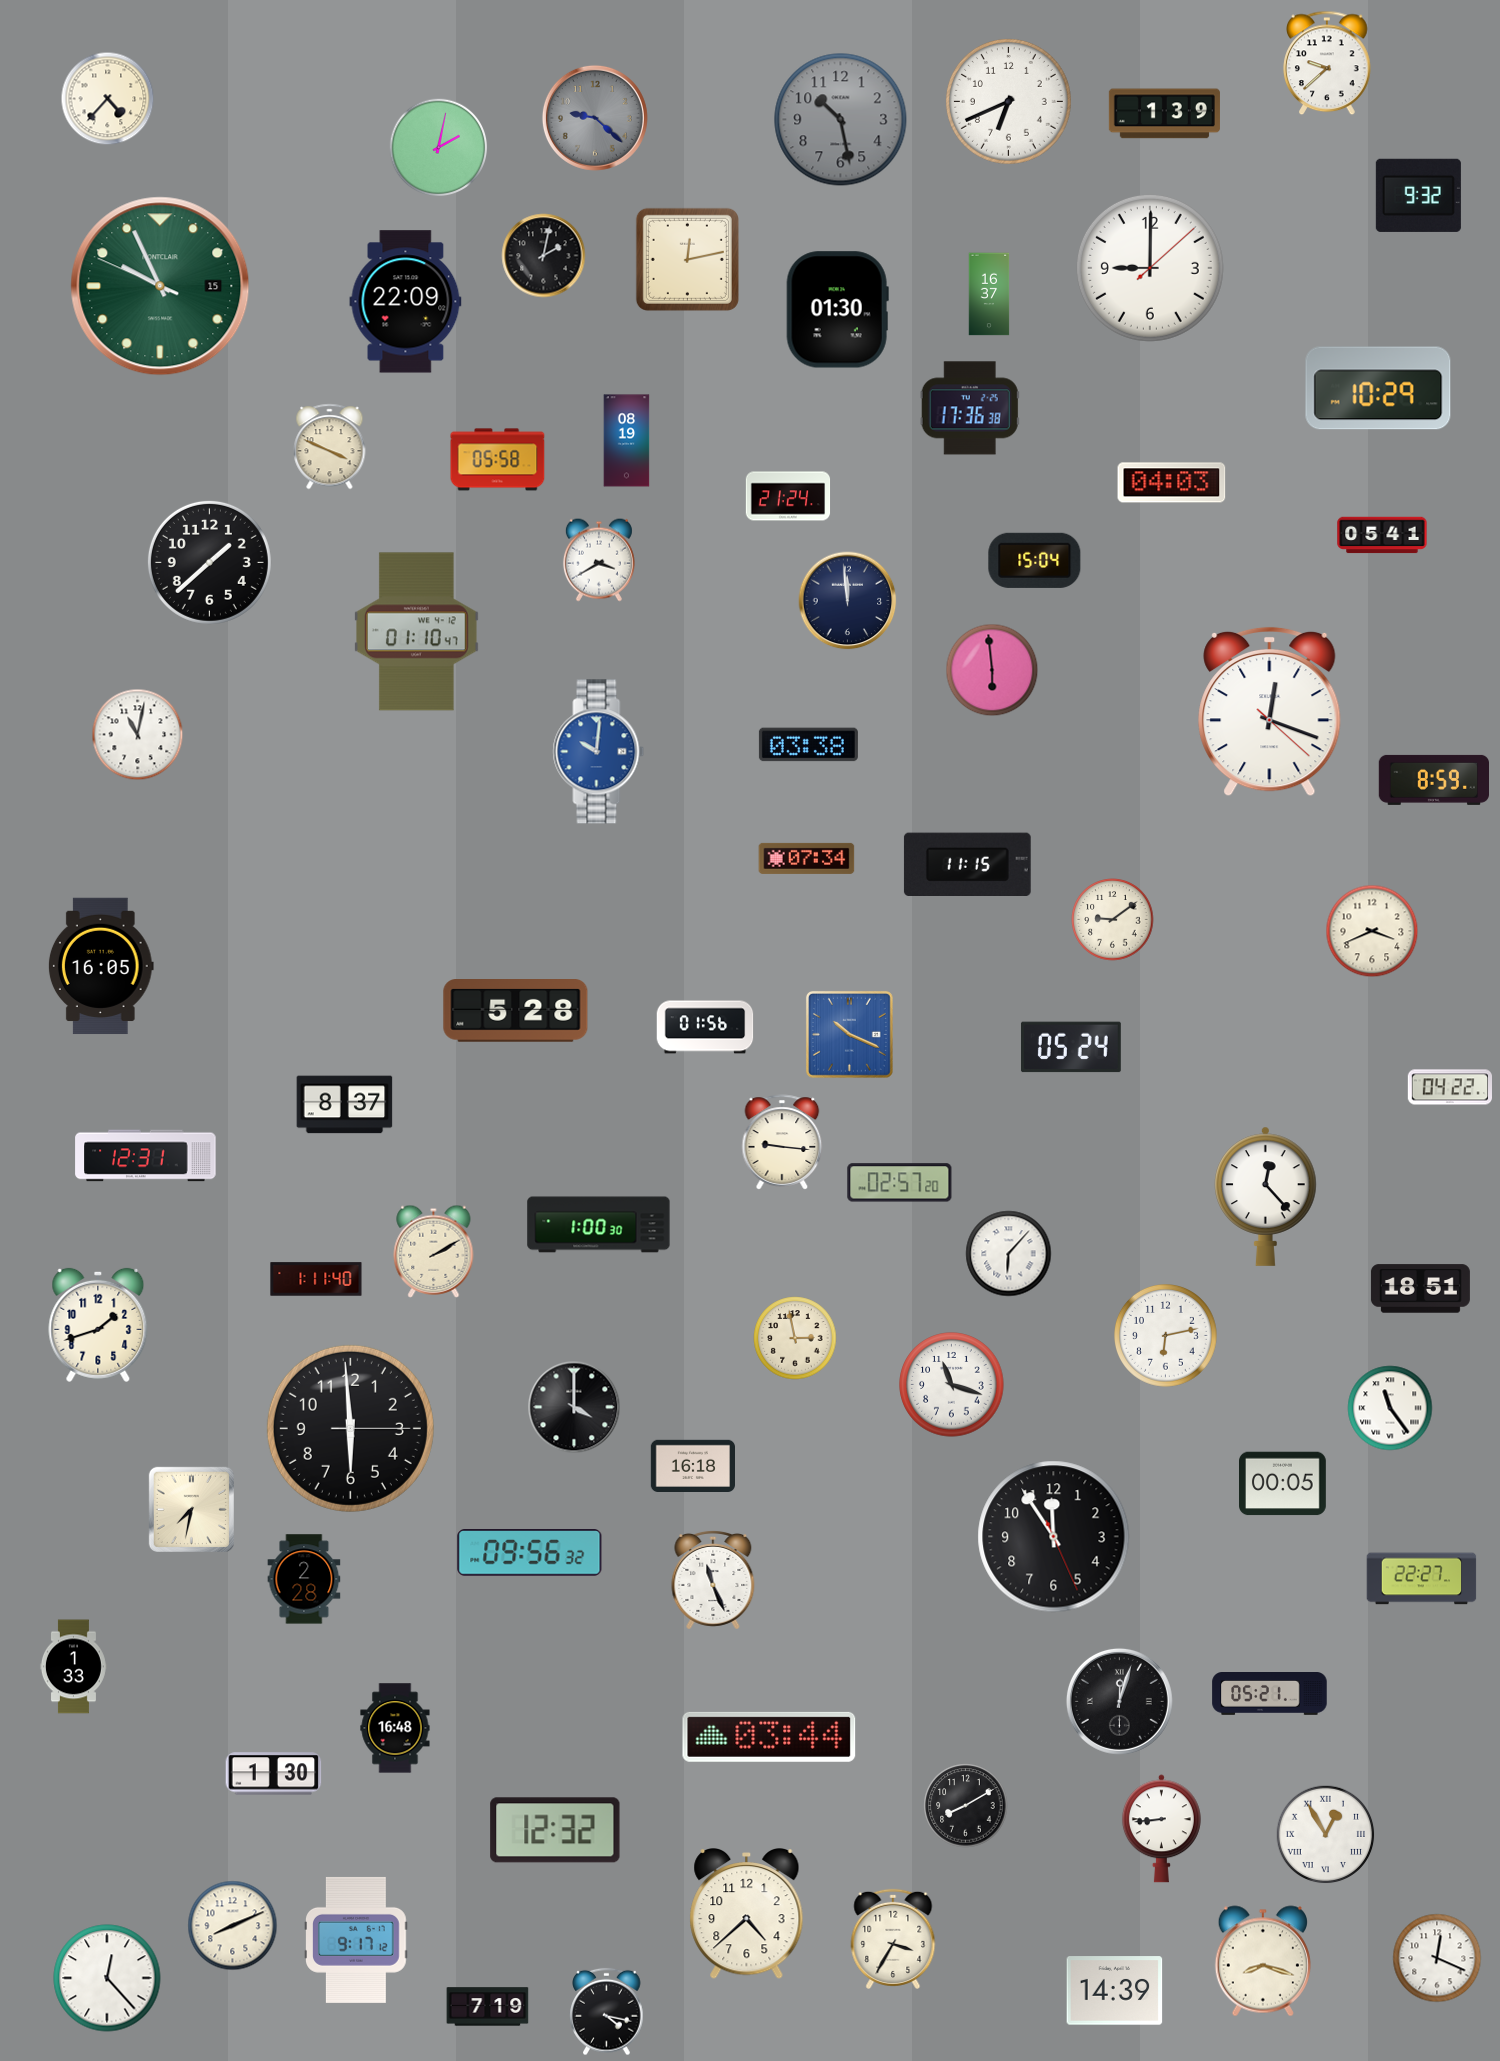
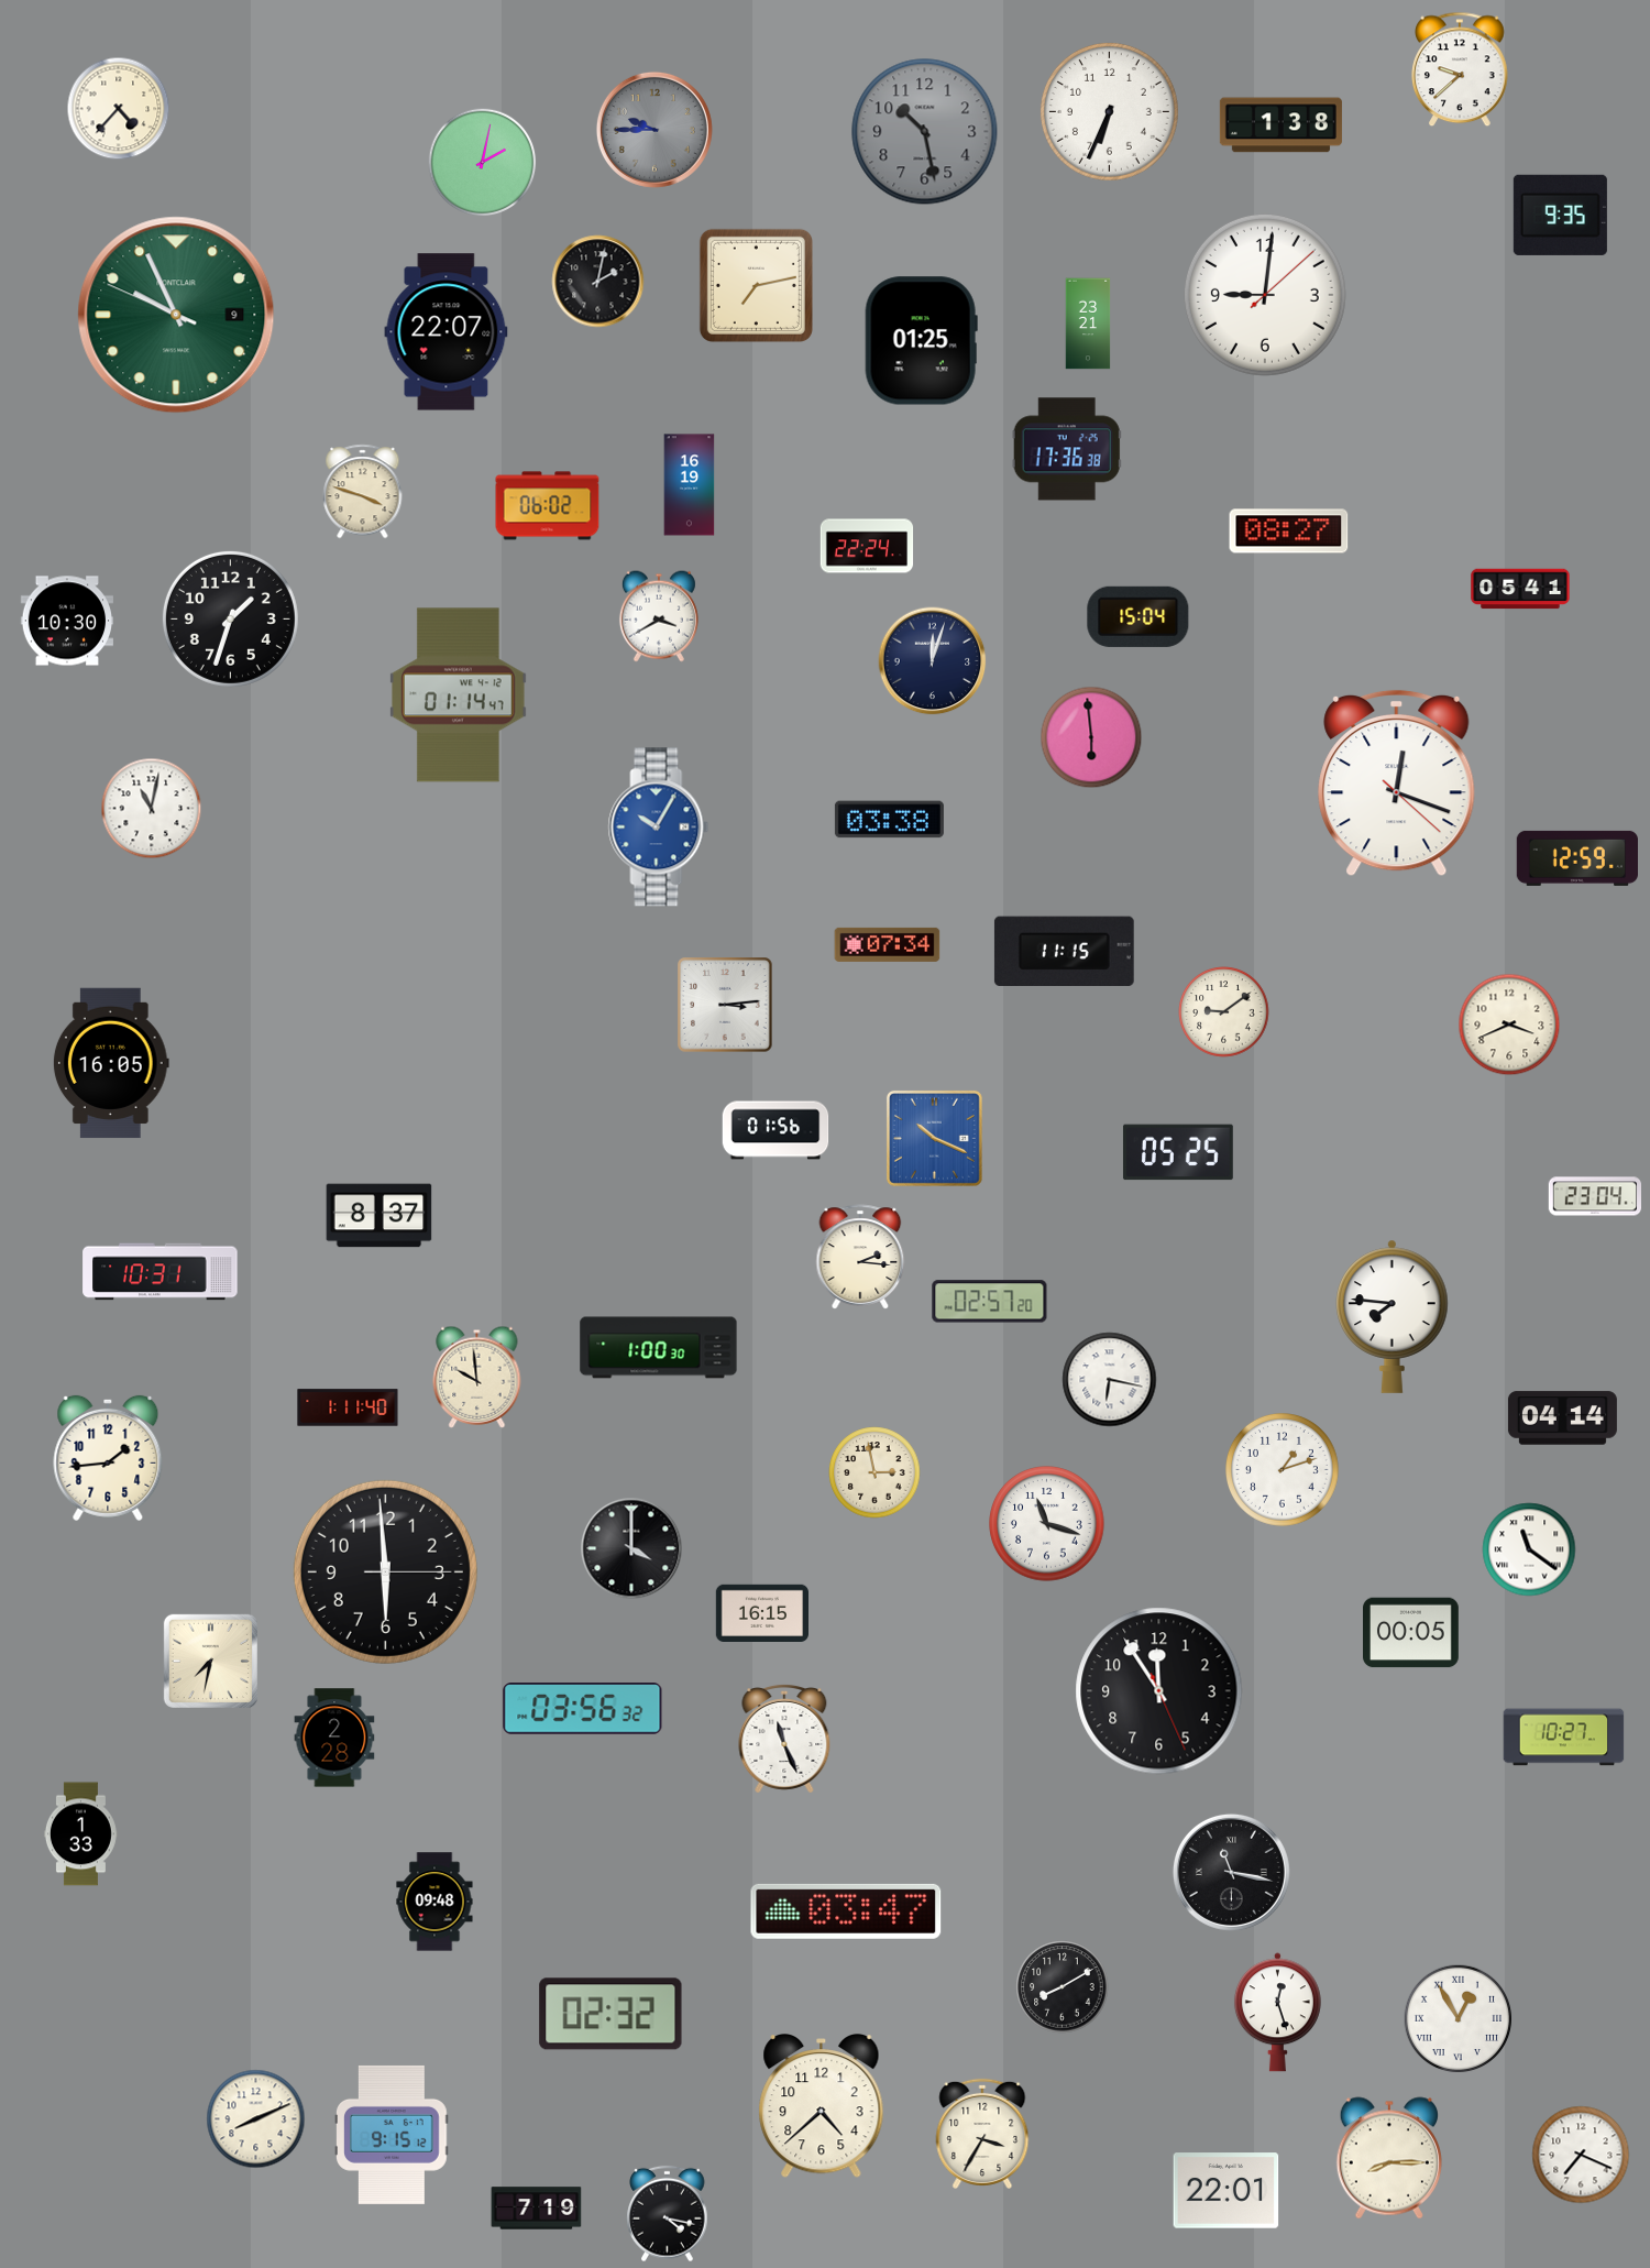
clock at (1008, 101): 6:41 -> 6:34
clock at (1164, 114): 1:39 -> 1:38
clock at (595, 118): 9:22 -> 9:45
clock at (1418, 195): 9:32 -> 9:35
clock at (687, 259): 12:13 -> 7:13
clock at (1150, 268): 9:00 -> 9:01
clock at (160, 286) date: 15 -> 9
clock at (989, 294): 16:37 -> 23:21
clock at (406, 302): 22:09 -> 22:07
clock at (837, 310): 01:30 -> 01:25
clock at (1378, 388): 10:29 -> none
clock at (627, 441): 08:19 -> 16:19
clock at (330, 447): 3:49 -> 3:48
clock at (498, 460): 05:58 -> 06:02
clock at (1172, 483): 04:03 -> 08:27
clock at (788, 496): 21:24 -> 22:24
clock at (209, 562): 1:38 -> 1:33
clock at (66, 621): none -> 10:30
clock at (848, 601): 11:59 -> 12:03
clock at (417, 632): 01:10 -> 01:14
clock at (599, 752): 10:01 -> 10:05
clock at (1433, 780): 8:59 -> 12:59
clock at (725, 1005): none -> 3:14
clock at (516, 1011): 5:28 -> none
clock at (1071, 1047): 05:24 -> 05:25
clock at (1449, 1087): 04:22 -> 23:04
clock at (782, 1142): 9:16 -> 2:16
clock at (146, 1156): 12:31 -> 10:31
clock at (1266, 1196): 12:23 -> 7:46
clock at (434, 1251): 2:10 -> 9:59
clock at (1009, 1254): 6:07 -> 6:17
clock at (1420, 1289): 18:51 -> 04:14
clock at (98, 1325): 1:42 -> 1:44
clock at (1166, 1336): 6:13 -> 1:12
clock at (1390, 1408): 11:24 -> 11:21
clock at (692, 1465): 16:18 -> 16:15
clock at (530, 1553): 09:56 -> 03:56
clock at (1422, 1579): 22:27 -> 10:27
clock at (1270, 1694): 05:21 -> none
clock at (1119, 1701): 12:03 -> 11:17
clock at (395, 1728): 16:48 -> 09:48
clock at (769, 1737): 03:44 -> 03:47
clock at (274, 1774): 1:30 -> none
clock at (1161, 1829): 8:44 -> 12:27
clock at (555, 1830): 12:32 -> 02:32
clock at (357, 1940): 9:17 -> 9:15
clock at (1437, 1958): 12:19 -> 7:19
clock at (1263, 1961): 8:18 -> 8:15
clock at (107, 1978): 12:23 -> none
clock at (1115, 1991): 14:39 -> 22:01
